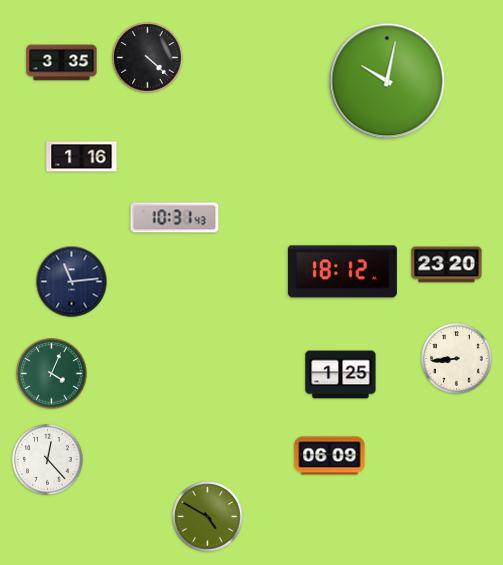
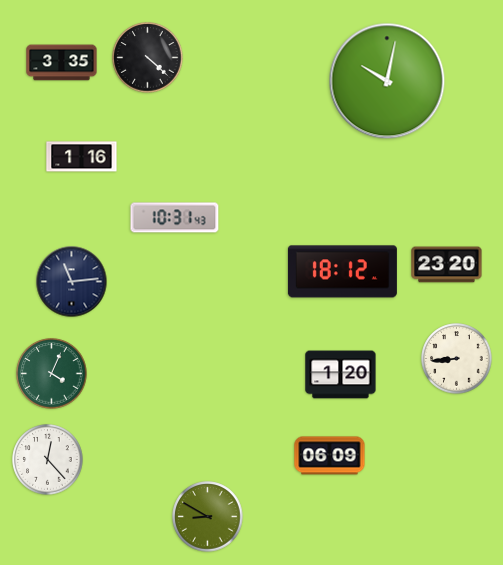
clock at (341, 375): 1:25 -> 1:20
clock at (208, 517): 4:50 -> 8:50
